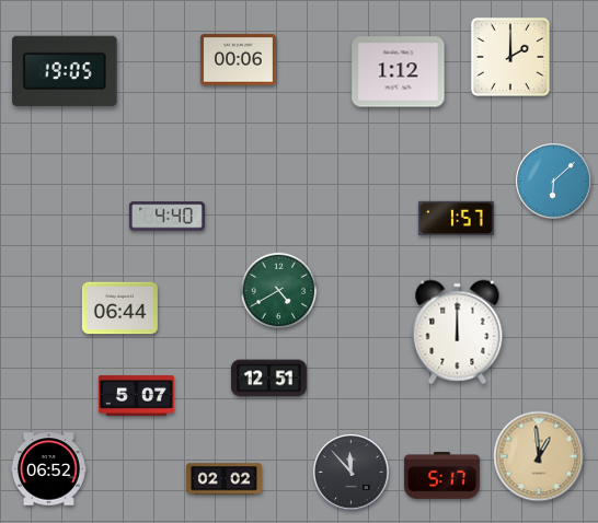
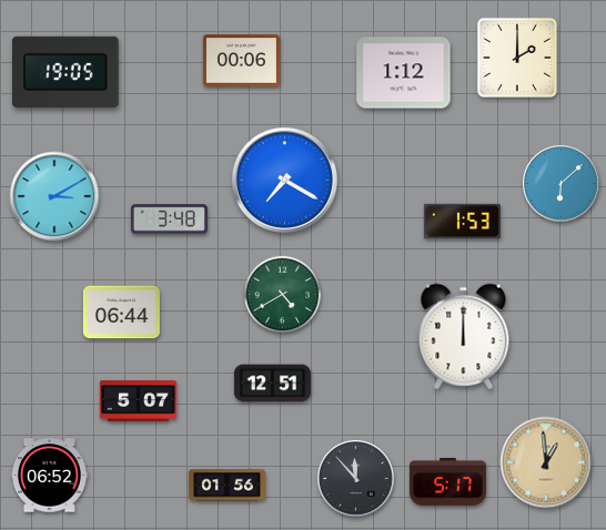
clock at (284, 180): none -> 7:20
clock at (54, 196): none -> 3:10
clock at (166, 217): 4:40 -> 3:48
clock at (456, 218): 1:57 -> 1:53
clock at (223, 479): 02:02 -> 01:56
